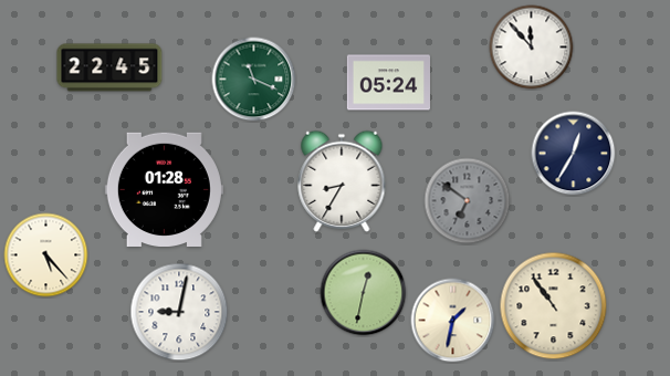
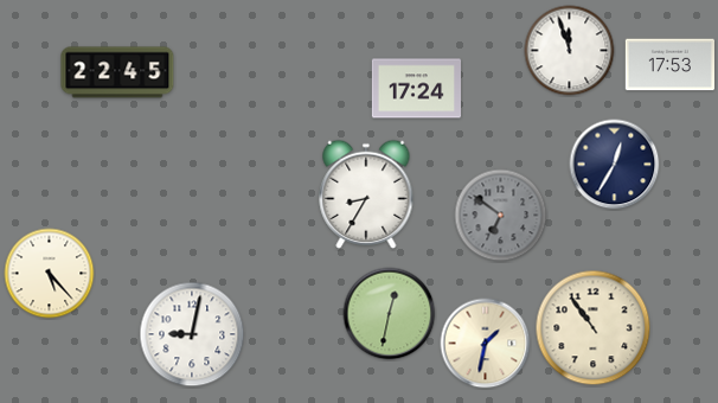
clock at (532, 48): 11:53 -> 11:57
clock at (669, 65): none -> 17:53
clock at (254, 80): 11:19 -> none
clock at (388, 83): 05:24 -> 17:24
clock at (164, 189): 01:28 -> none
